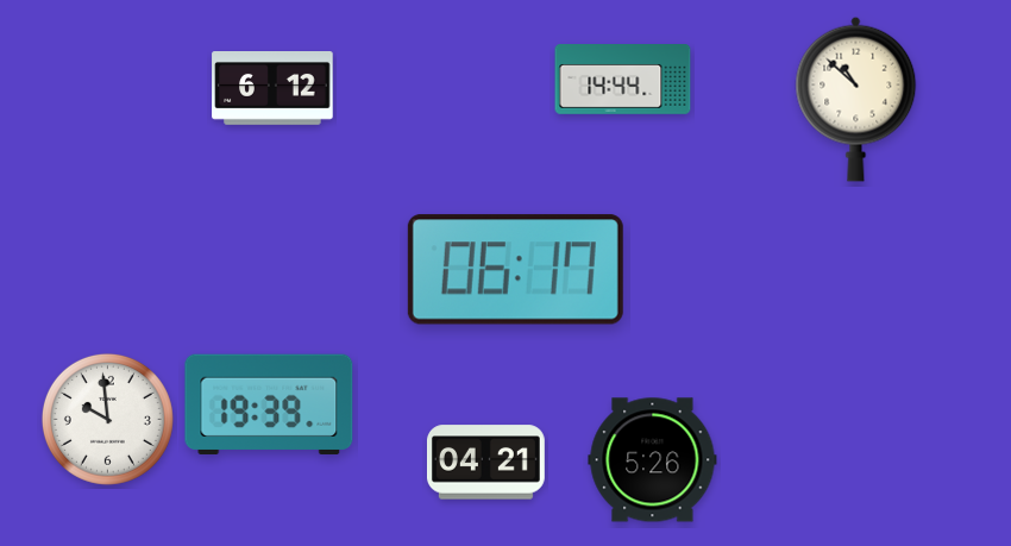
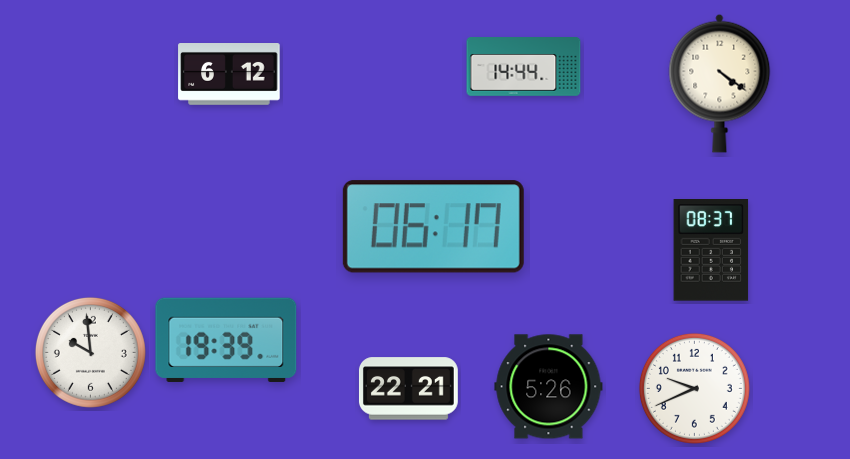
clock at (856, 99): 10:52 -> 4:21
clock at (711, 251): none -> 08:37
clock at (694, 388): none -> 9:41
clock at (485, 463): 04:21 -> 22:21
